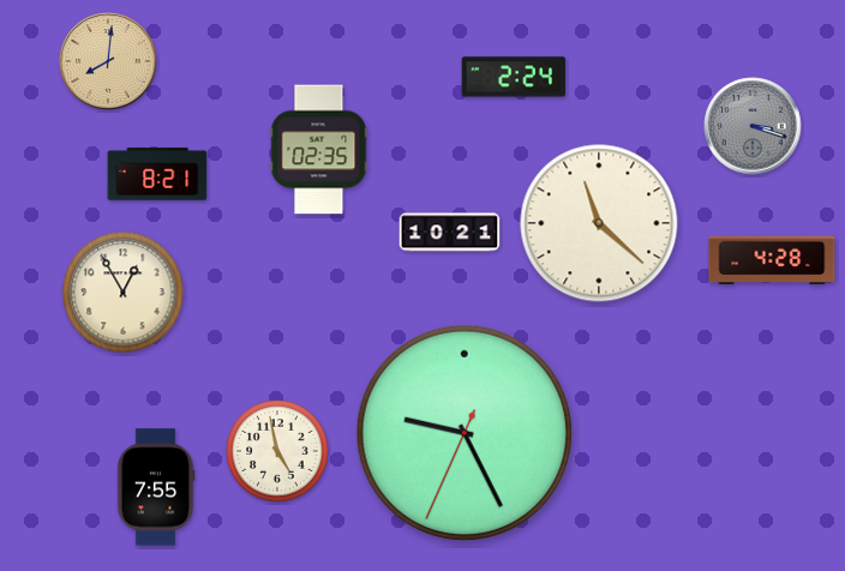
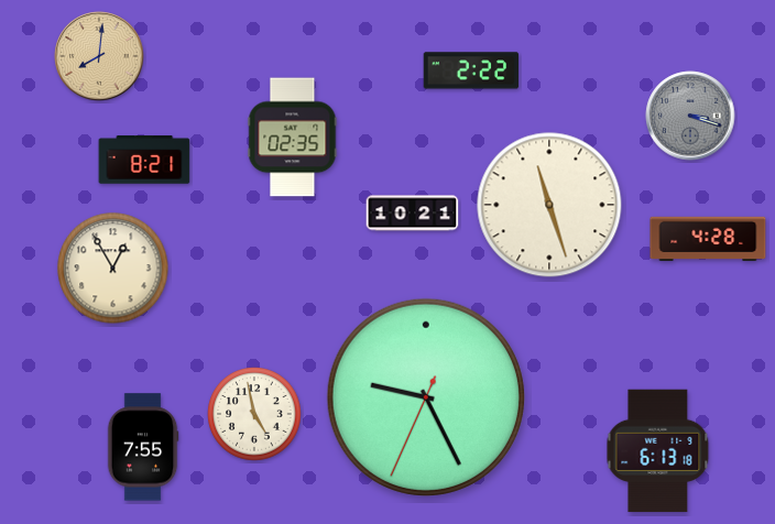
clock at (514, 77): 2:24 -> 2:22
clock at (599, 223): 11:22 -> 11:27
clock at (658, 451): none -> 6:13
